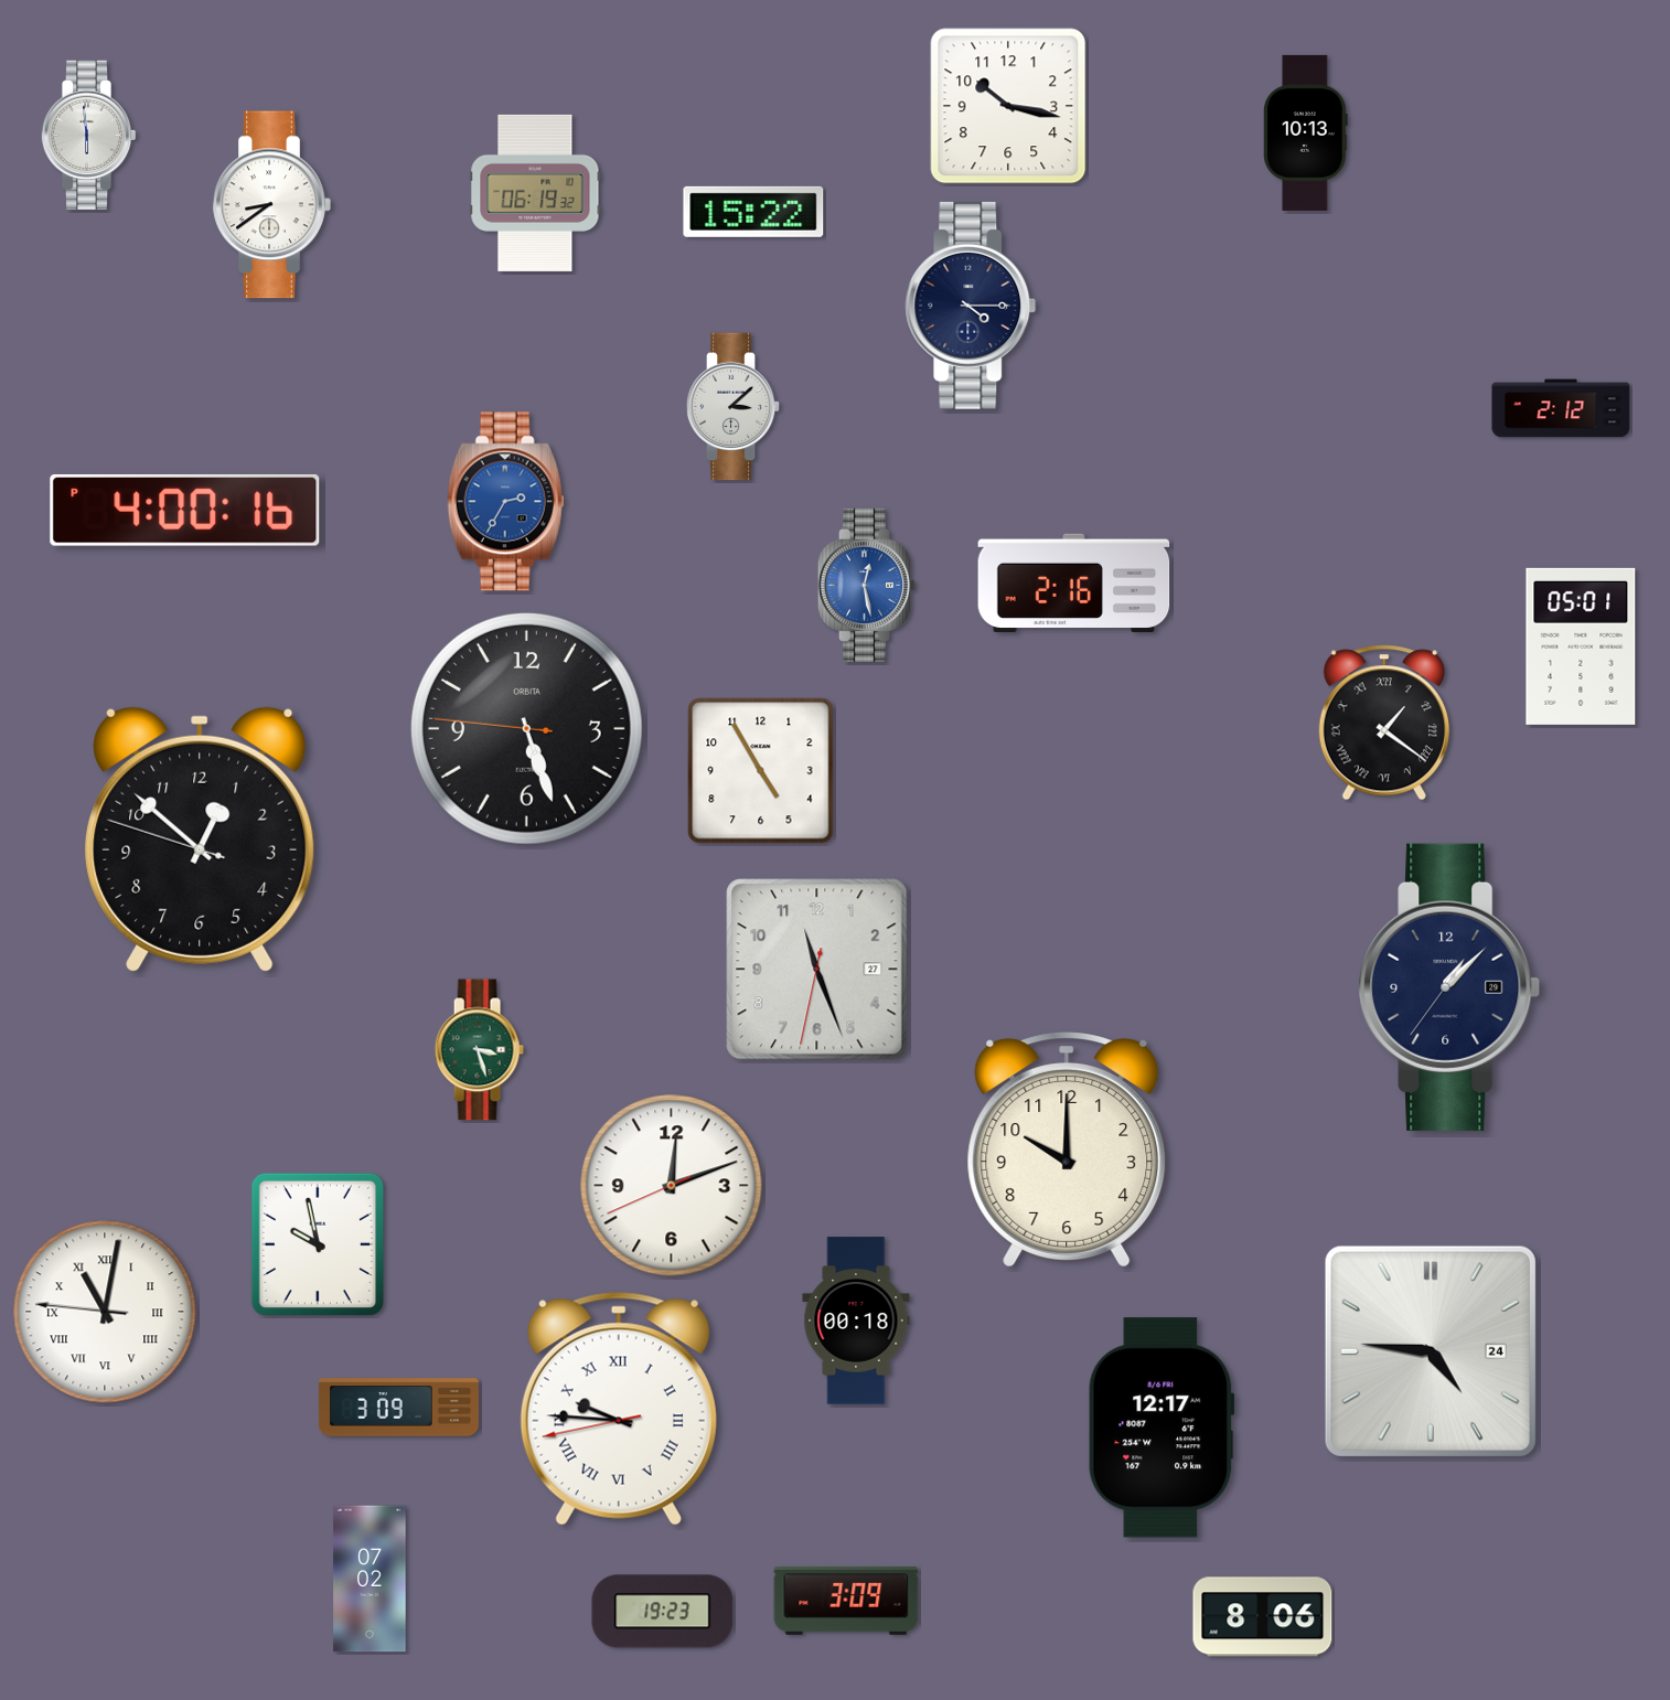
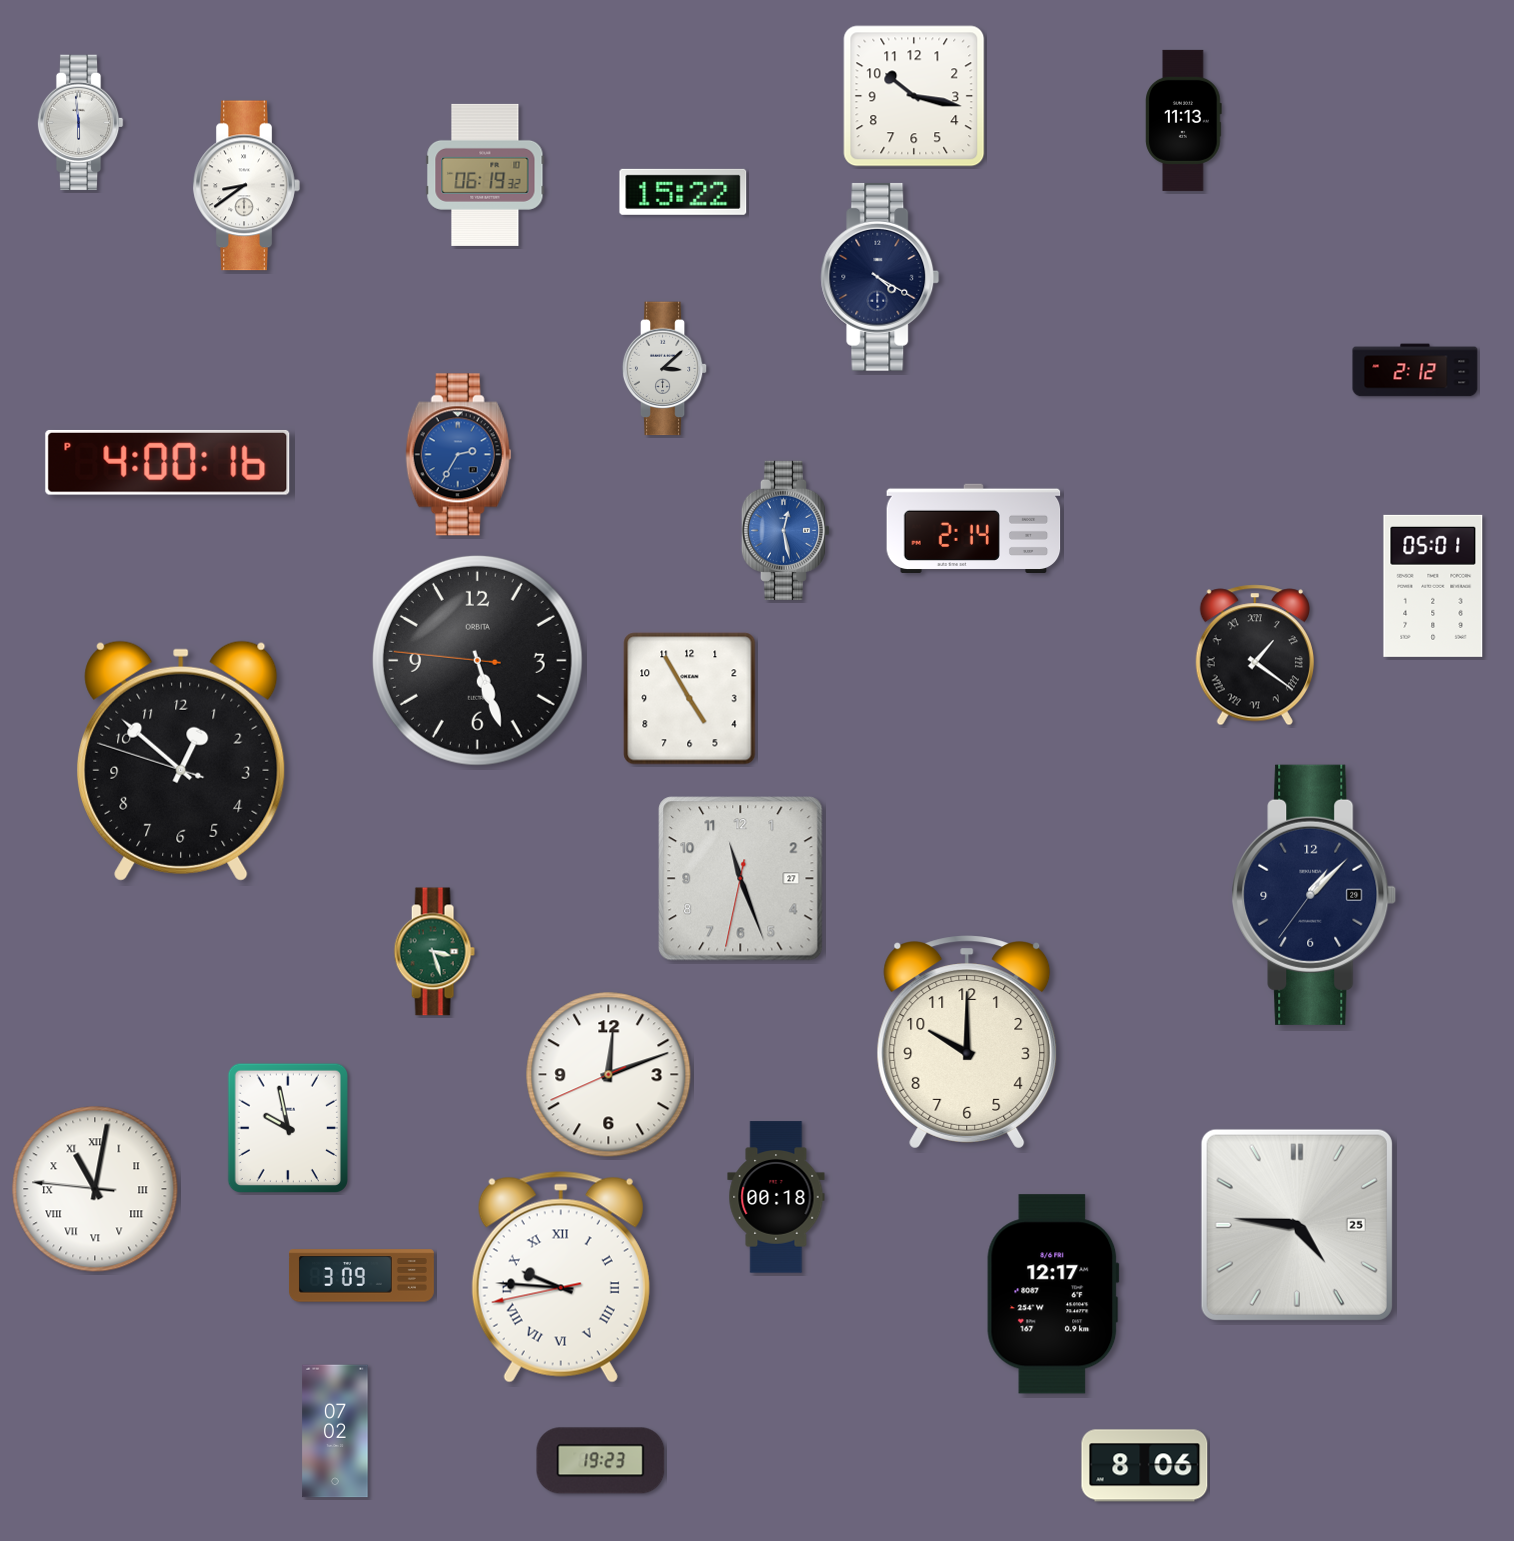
clock at (1306, 132): 10:13 -> 11:13
clock at (971, 306): 4:15 -> 4:20
clock at (1074, 582): 2:16 -> 2:14
clock at (1431, 1351) date: 24 -> 25
clock at (846, 1601): 3:09 -> none
